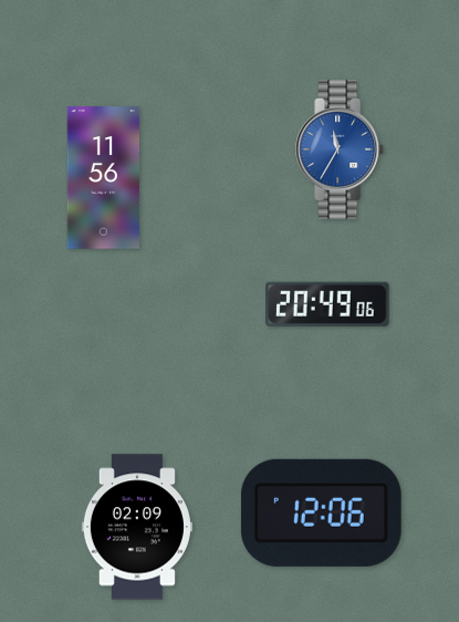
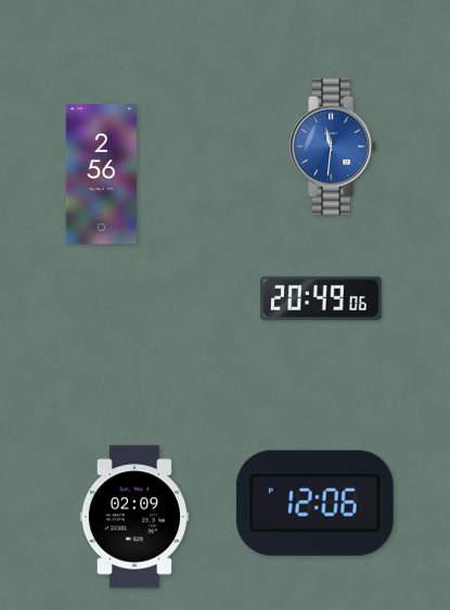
clock at (341, 149): 11:35 -> 11:31
clock at (104, 178): 11:56 -> 2:56
